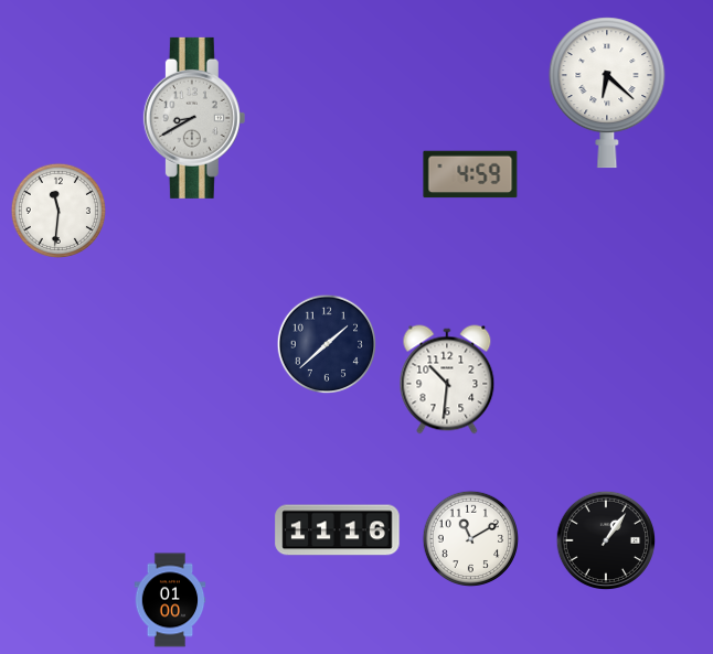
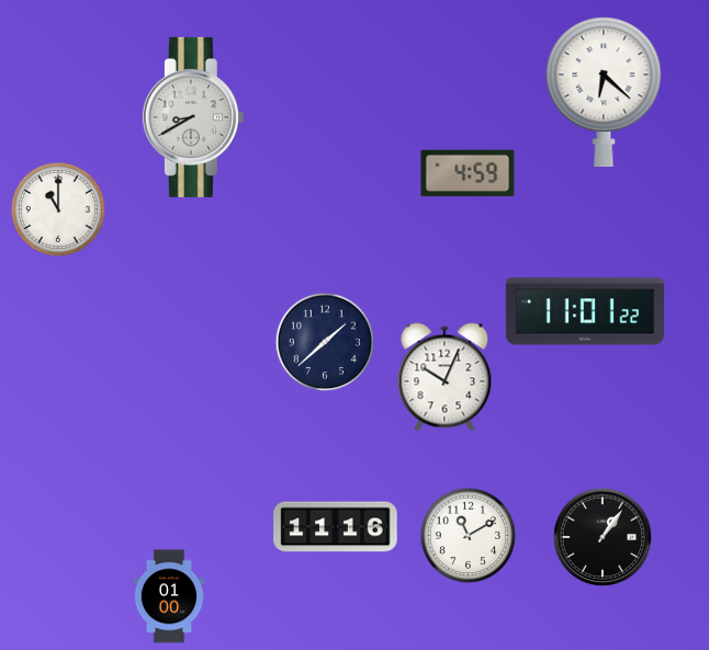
clock at (57, 210): 11:31 -> 11:00
clock at (585, 311): none -> 11:01
clock at (447, 379): 10:31 -> 10:04
